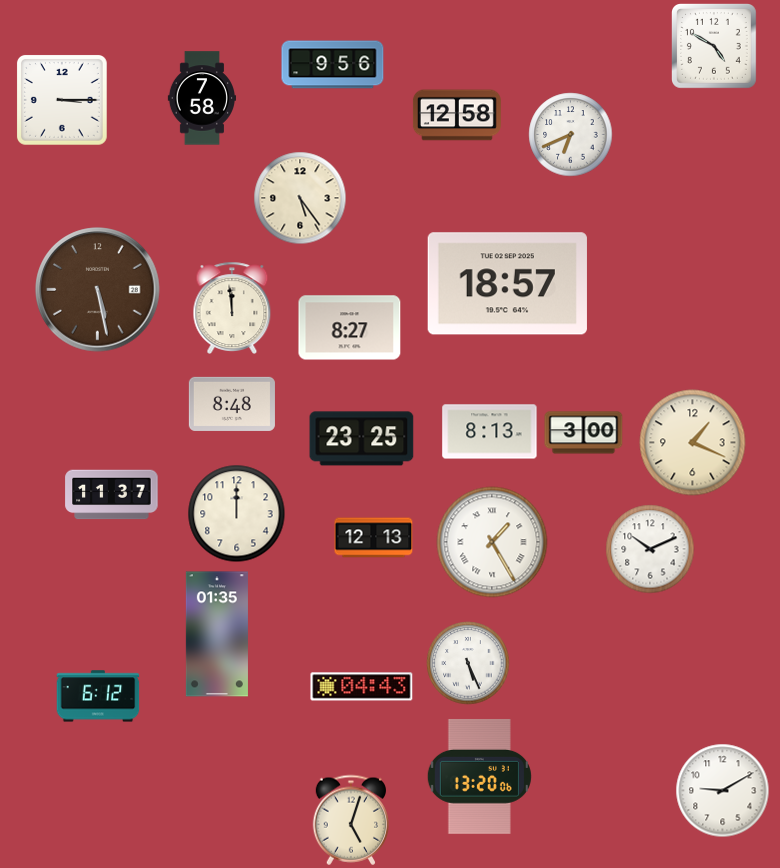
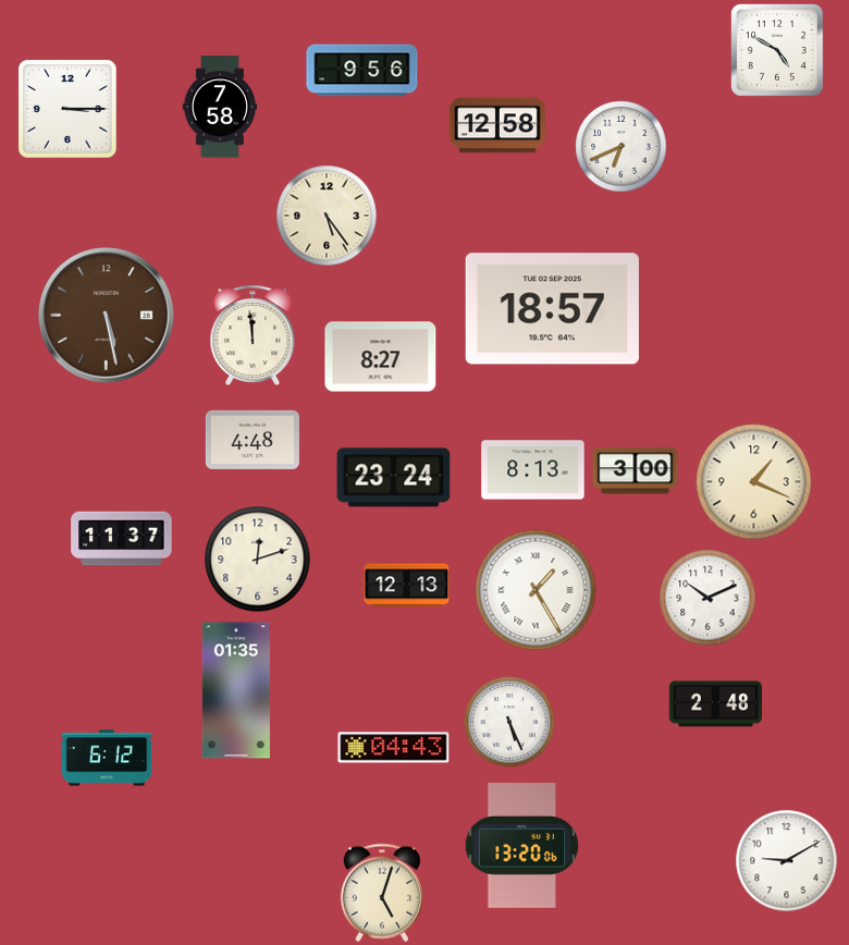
clock at (232, 404): 8:48 -> 4:48
clock at (362, 439): 23:25 -> 23:24
clock at (237, 514): 12:00 -> 12:12
clock at (715, 704): none -> 2:48
